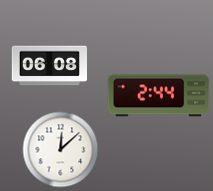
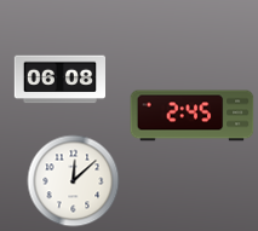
clock at (159, 96): 2:44 -> 2:45
